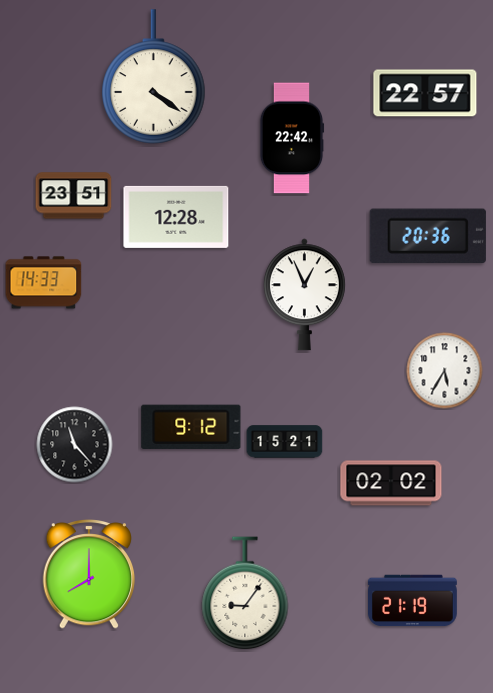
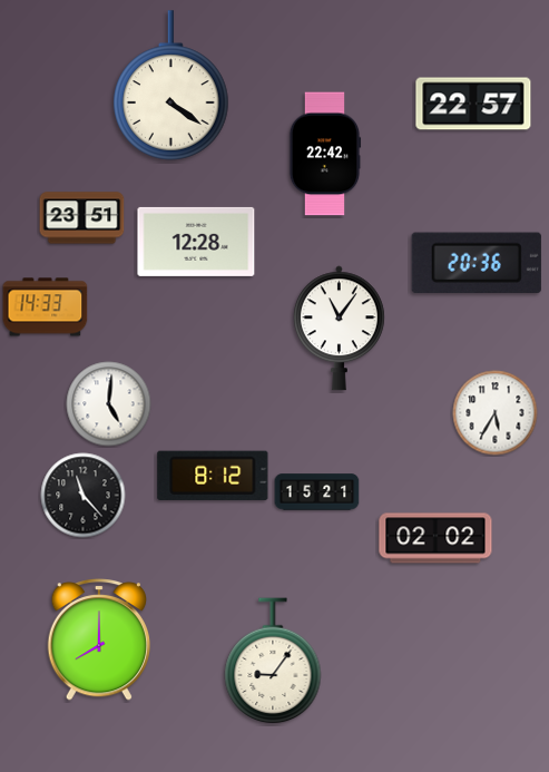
clock at (44, 283) position: (44, 283) -> (46, 307)
clock at (304, 295): 12:56 -> 11:06
clock at (109, 404): none -> 5:01
clock at (191, 427): 9:12 -> 8:12
clock at (413, 601): 21:19 -> none
